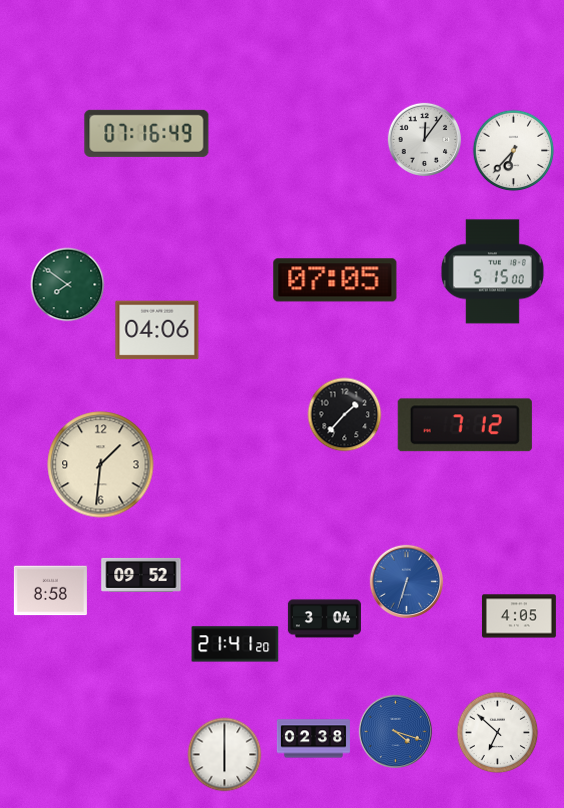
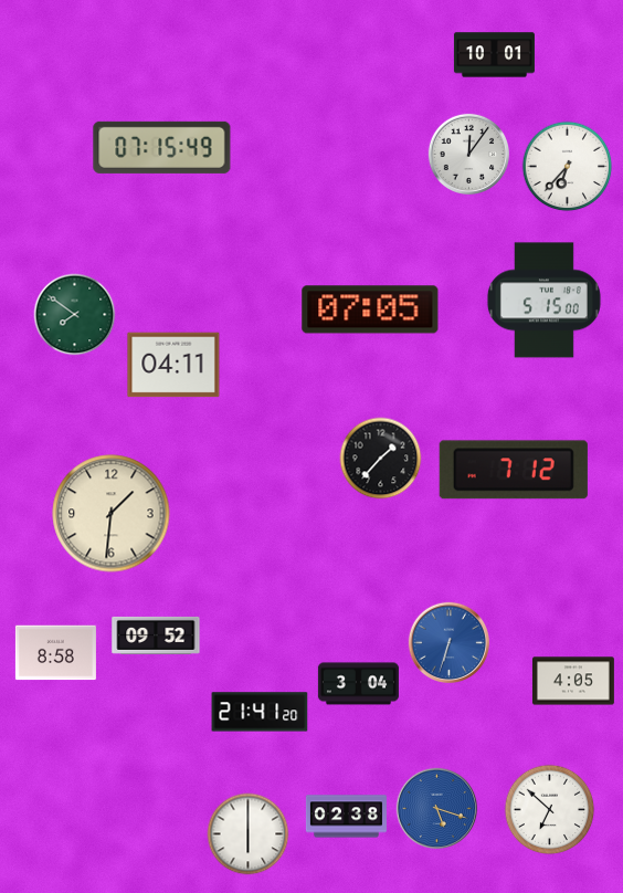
clock at (494, 55): none -> 10:01
clock at (147, 133): 07:16 -> 07:15
clock at (157, 330): 04:06 -> 04:11
clock at (395, 731): 4:18 -> 5:18
